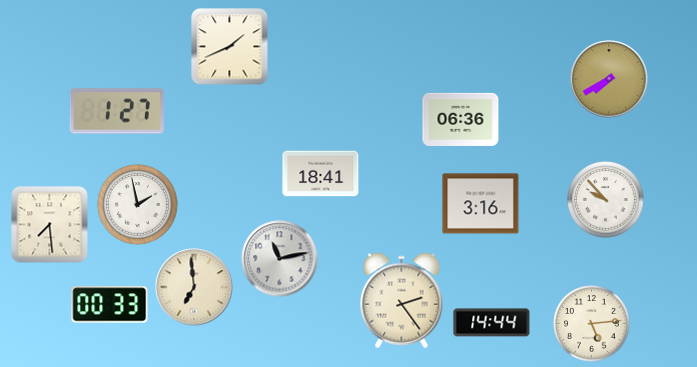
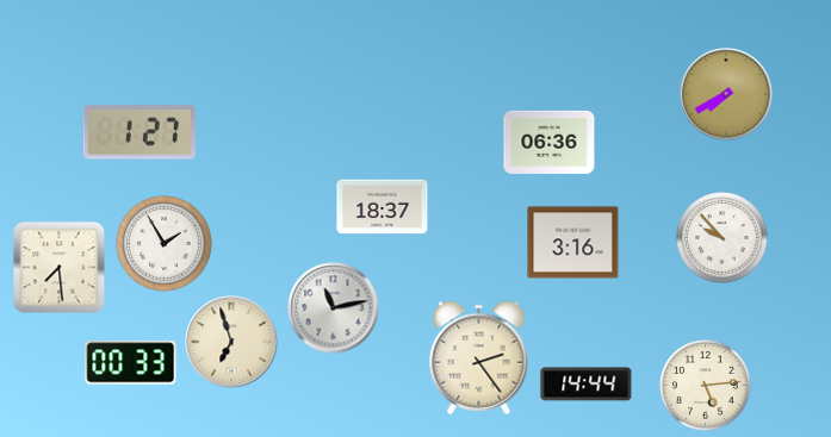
clock at (230, 47): 1:41 -> none
clock at (321, 174): 18:41 -> 18:37
clock at (138, 205): 1:58 -> 1:55
clock at (194, 287): 6:59 -> 6:57
